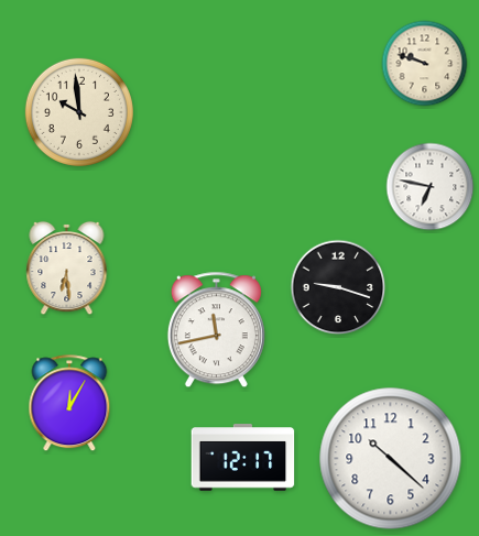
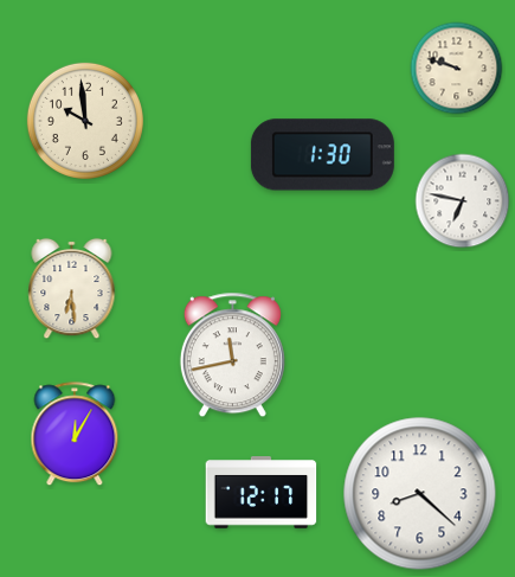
clock at (322, 155): none -> 1:30
clock at (338, 287): 9:18 -> none
clock at (391, 459): 10:22 -> 8:22
